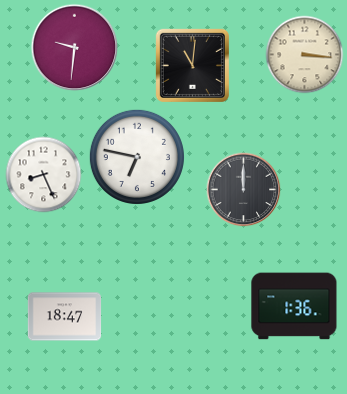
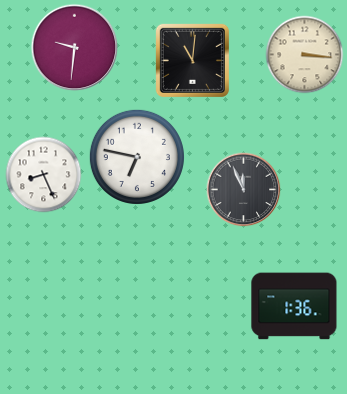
clock at (192, 65) position: (192, 65) -> (192, 60)
clock at (244, 190): 12:00 -> 11:56
clock at (65, 317): 18:47 -> none
